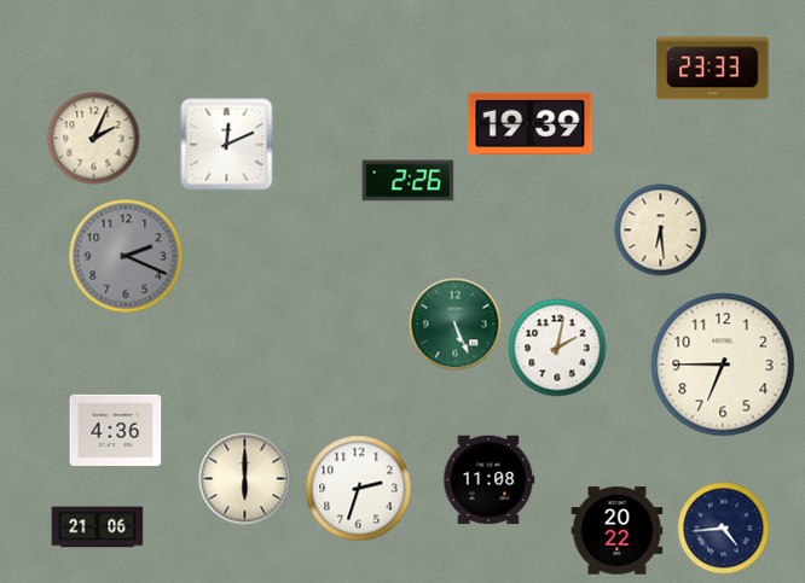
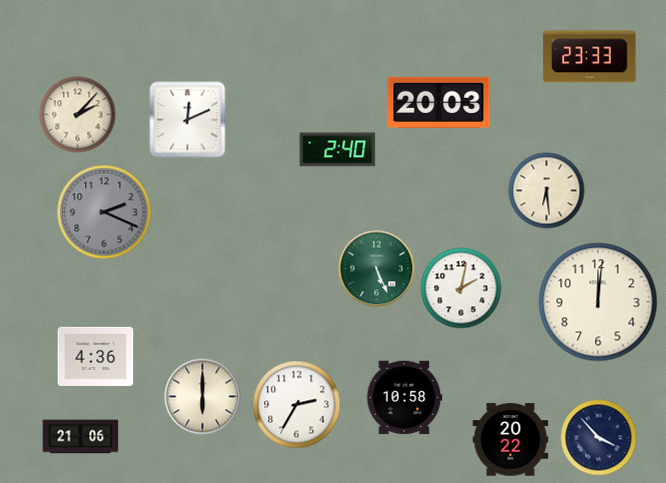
clock at (531, 123): 19:39 -> 20:03
clock at (94, 139): 2:04 -> 2:07
clock at (409, 181): 2:26 -> 2:40
clock at (723, 365): 6:45 -> 12:01
clock at (490, 480): 11:08 -> 10:58
clock at (359, 489): 2:33 -> 2:35
clock at (724, 529): 4:44 -> 3:53
